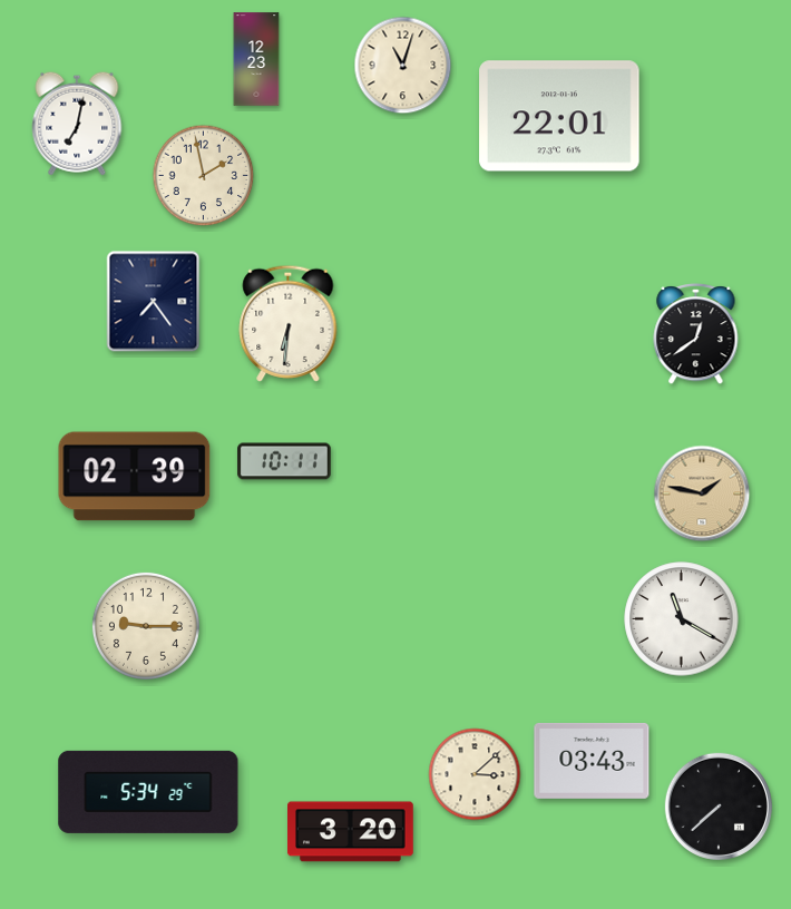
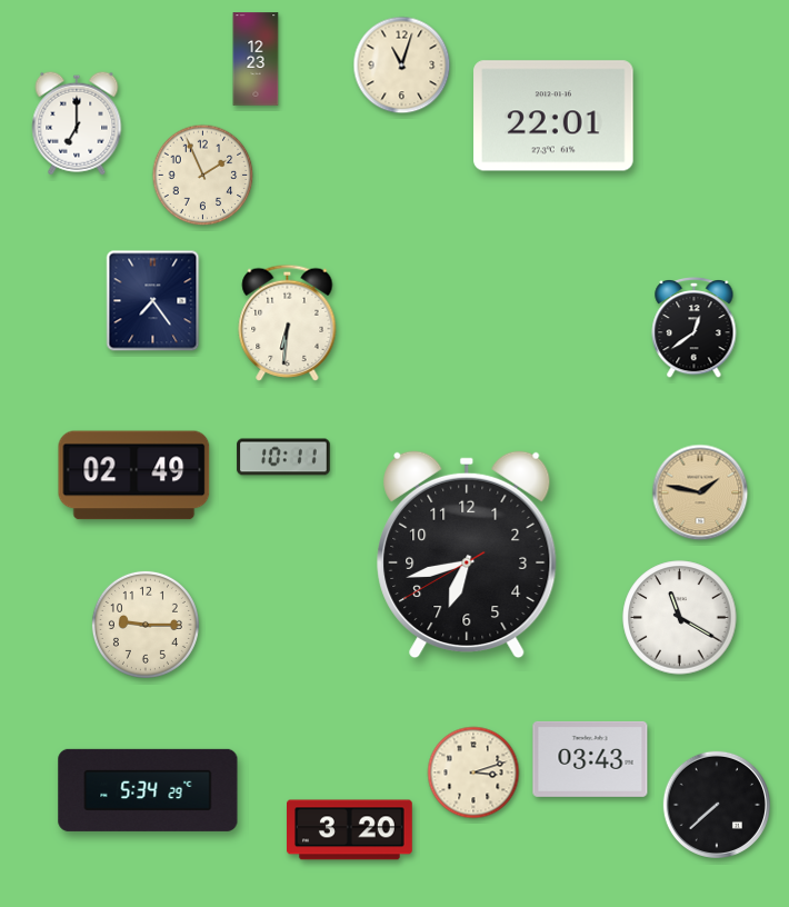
clock at (559, 116) position: (559, 116) -> (553, 116)
clock at (77, 124): 7:02 -> 7:00
clock at (204, 176): 1:58 -> 1:56
clock at (696, 333) position: (696, 333) -> (695, 327)
clock at (284, 461) position: (284, 461) -> (283, 457)
clock at (135, 477): 02:39 -> 02:49
clock at (467, 555): none -> 6:42
clock at (475, 774): 3:08 -> 3:12
